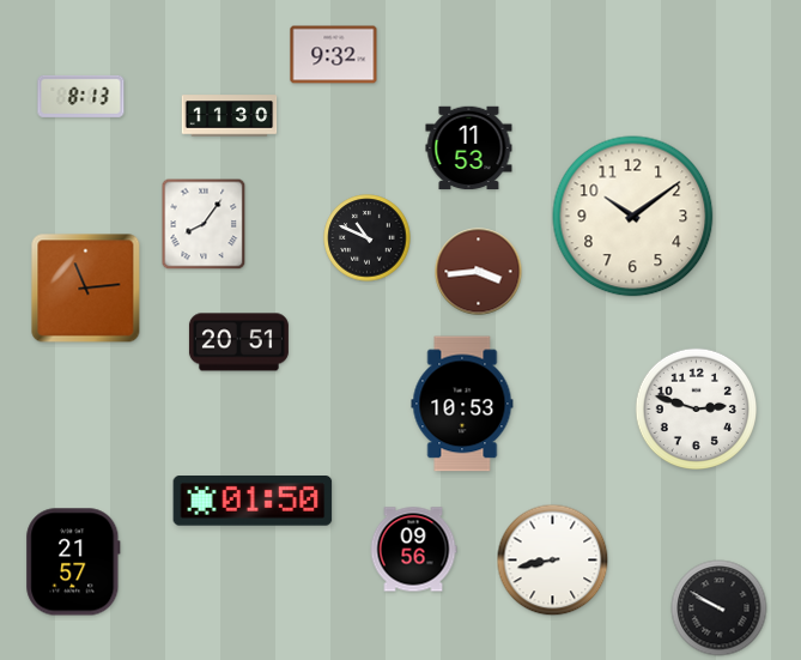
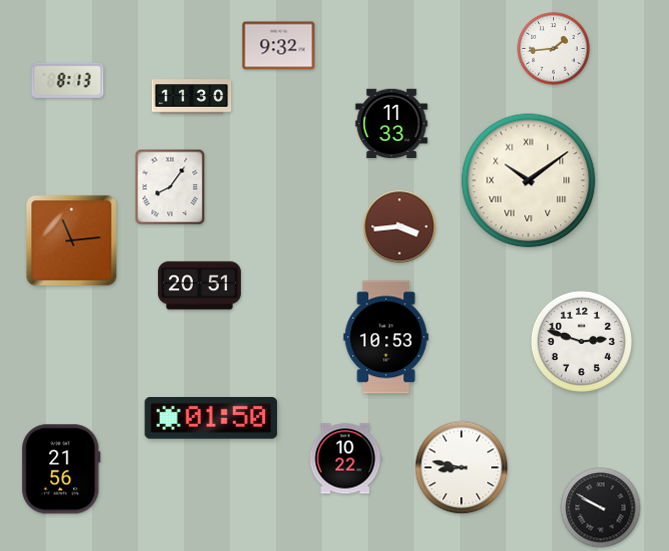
clock at (554, 49): none -> 1:44
clock at (469, 149): 11:53 -> 11:33
clock at (633, 217) numerals: Arabic -> Roman
clock at (368, 238): 10:49 -> none
clock at (413, 550): 09:56 -> 10:22
clock at (553, 561): 8:43 -> 8:47
clock at (73, 562): 21:57 -> 21:56
